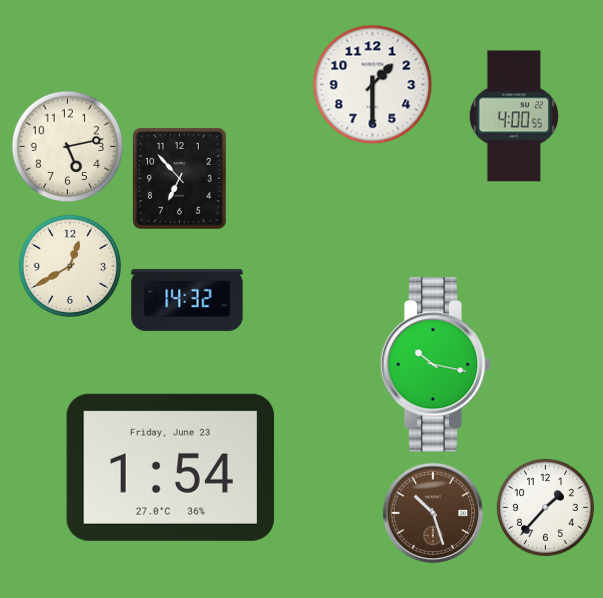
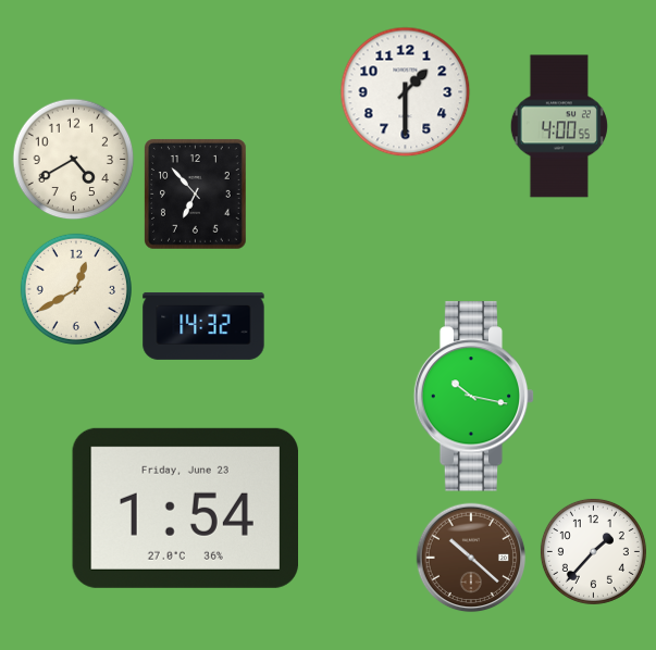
clock at (67, 146): 5:13 -> 4:40
clock at (433, 513): 10:27 -> 10:22
